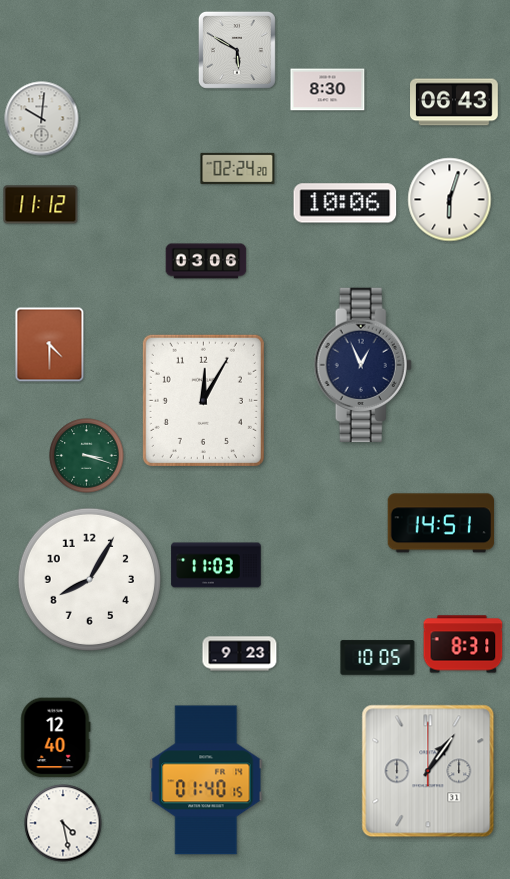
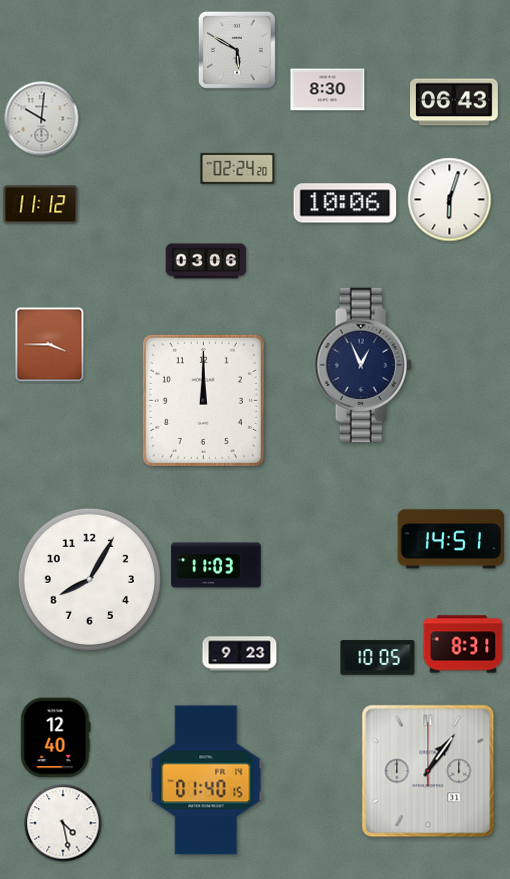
clock at (50, 345): 4:30 -> 3:45
clock at (203, 400): 12:05 -> 12:00
clock at (87, 456): 3:18 -> none
clock at (440, 523) position: (440, 523) -> (450, 539)
